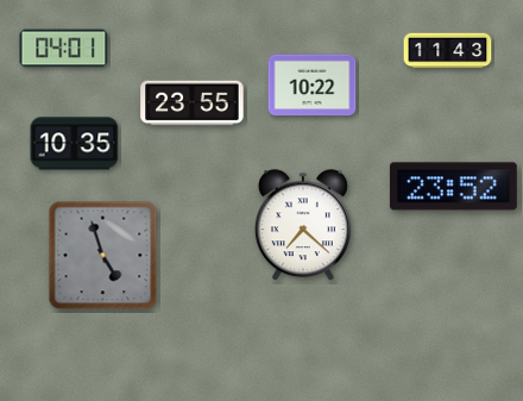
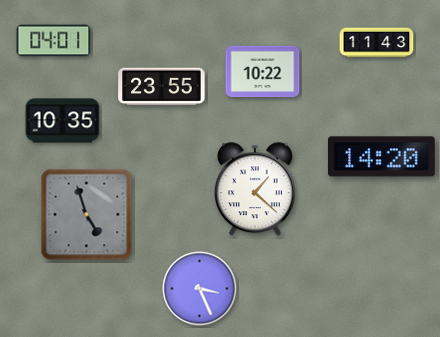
clock at (453, 187): 23:52 -> 14:20
clock at (303, 226): 7:22 -> 1:22
clock at (200, 289): none -> 3:26
